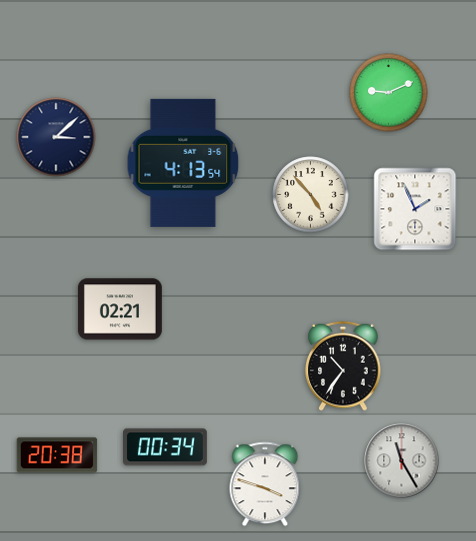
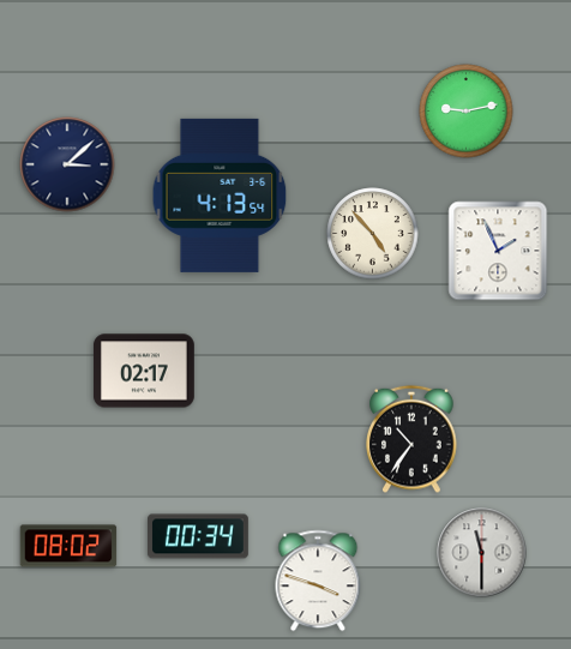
clock at (389, 93): 9:11 -> 9:13
clock at (120, 309): 02:21 -> 02:17
clock at (57, 455): 20:38 -> 08:02
clock at (402, 461): 11:25 -> 11:30
